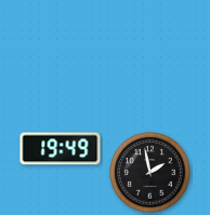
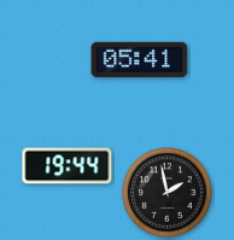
clock at (140, 59): none -> 05:41
clock at (61, 149): 19:49 -> 19:44
